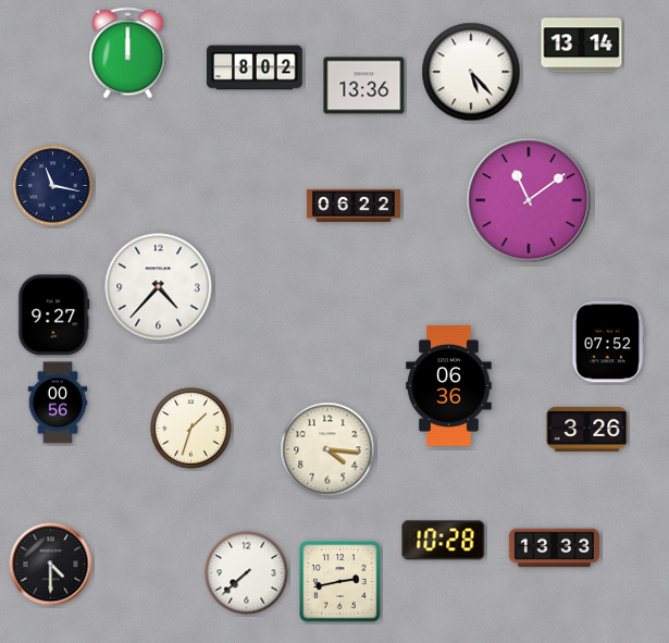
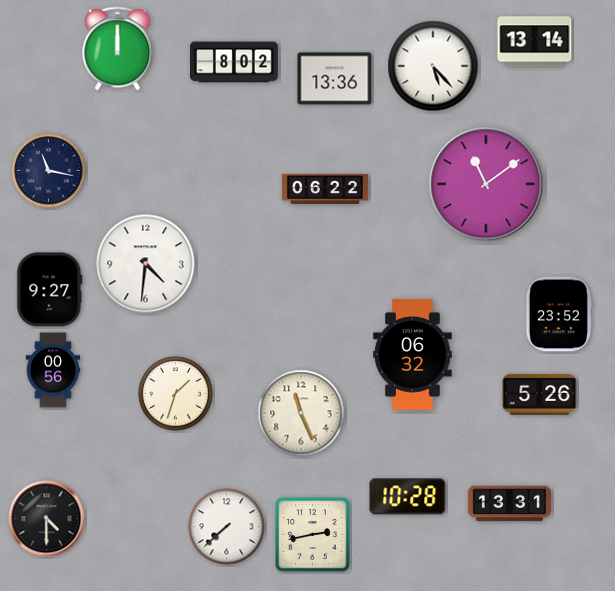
clock at (159, 287): 4:37 -> 4:31
clock at (607, 342): 07:52 -> 23:52
clock at (449, 385): 06:36 -> 06:32
clock at (587, 429): 3:26 -> 5:26
clock at (327, 449): 4:16 -> 11:26
clock at (554, 548): 13:33 -> 13:31
